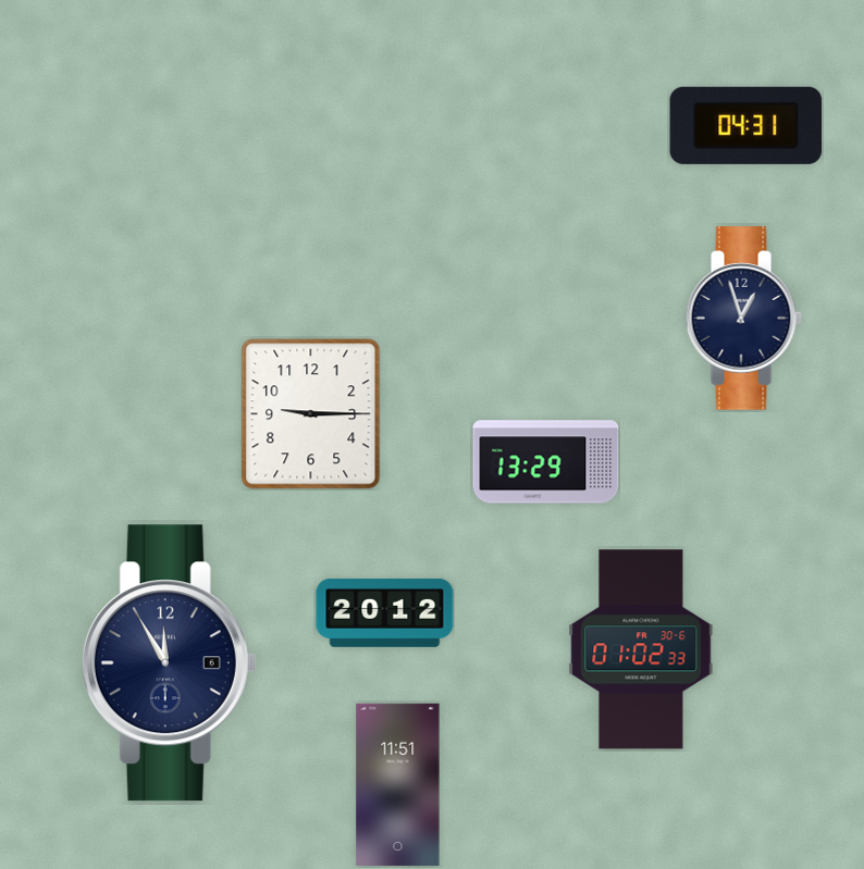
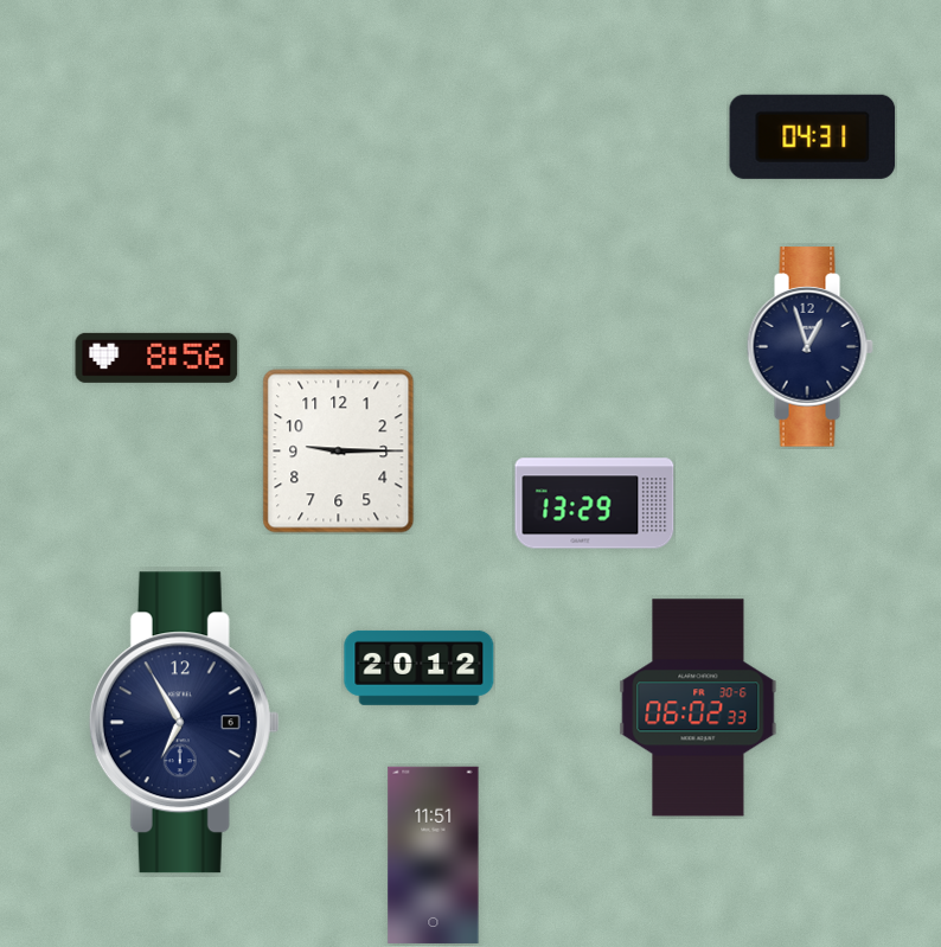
clock at (156, 358): none -> 8:56
clock at (641, 649): 01:02 -> 06:02
clock at (169, 663): 11:55 -> 6:55
